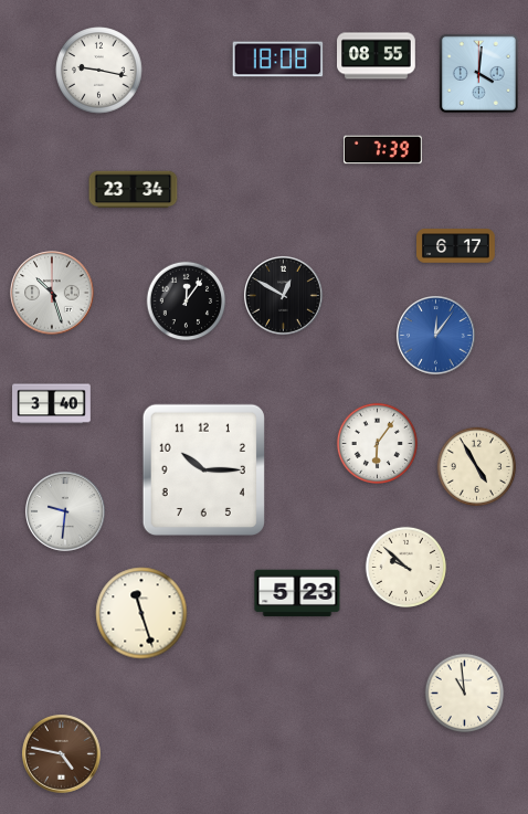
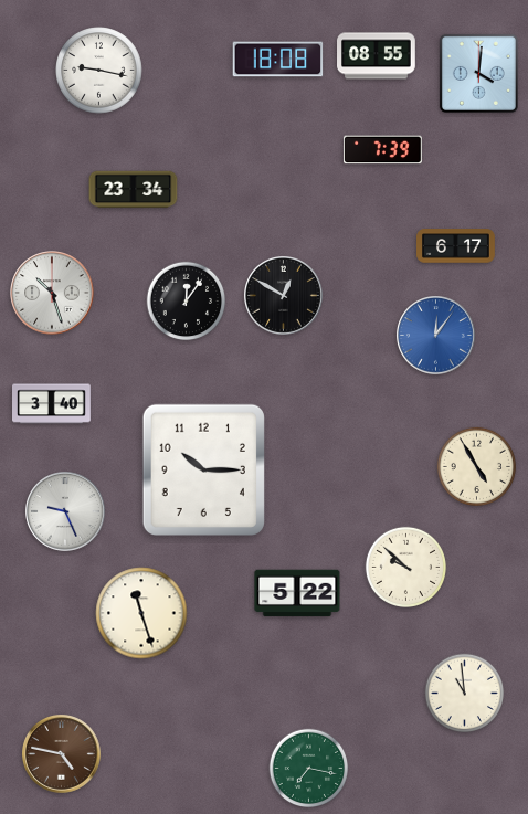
clock at (377, 443): 6:06 -> none
clock at (65, 511): 9:31 -> 9:26
clock at (297, 593): 5:23 -> 5:22
clock at (309, 769): none -> 7:17
